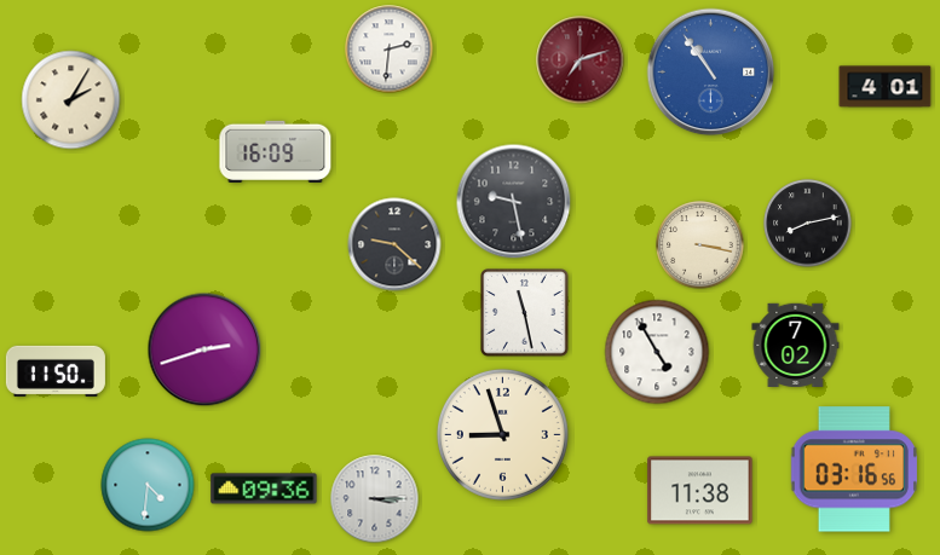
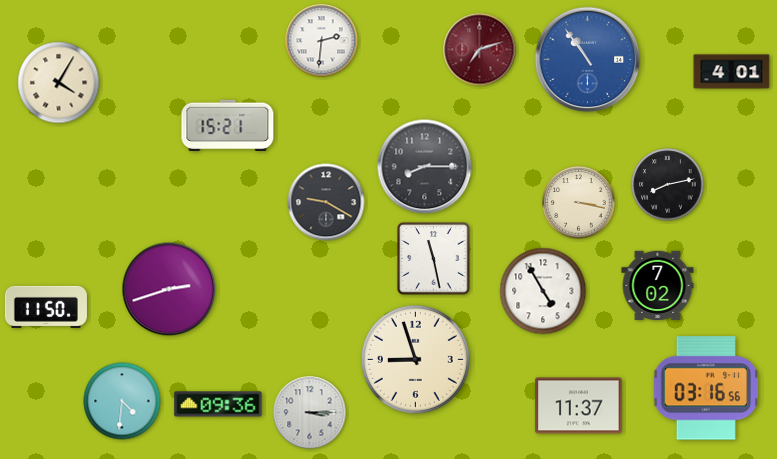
clock at (71, 100): 2:05 -> 4:05
clock at (276, 151): 16:09 -> 15:21
clock at (514, 202): 9:28 -> 8:15
clock at (394, 244): 9:22 -> 9:20
clock at (700, 491): 11:38 -> 11:37
